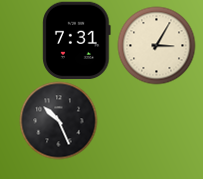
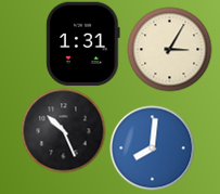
clock at (77, 40): 7:31 -> 1:31
clock at (152, 147): none -> 8:01
